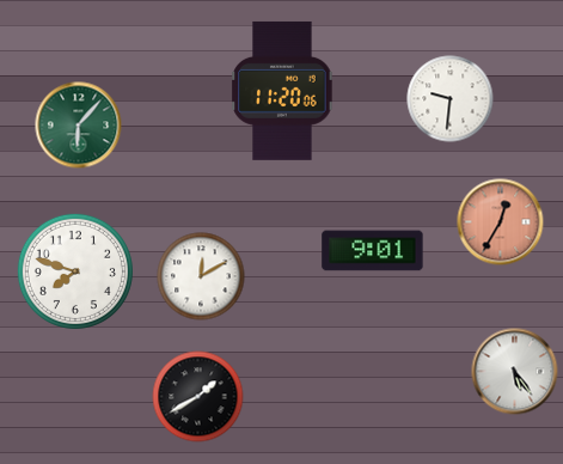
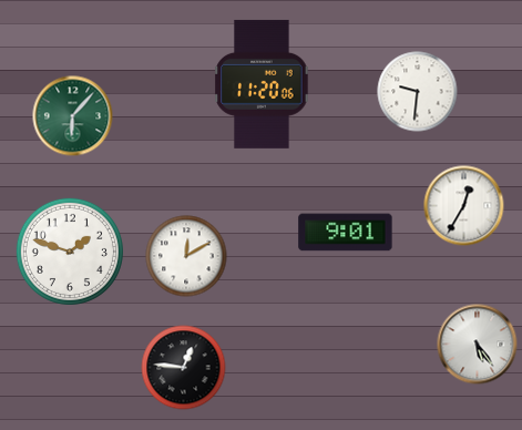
clock at (501, 222) dial: salmon -> white
clock at (75, 271): 7:48 -> 1:48
clock at (198, 397): 1:40 -> 12:46
